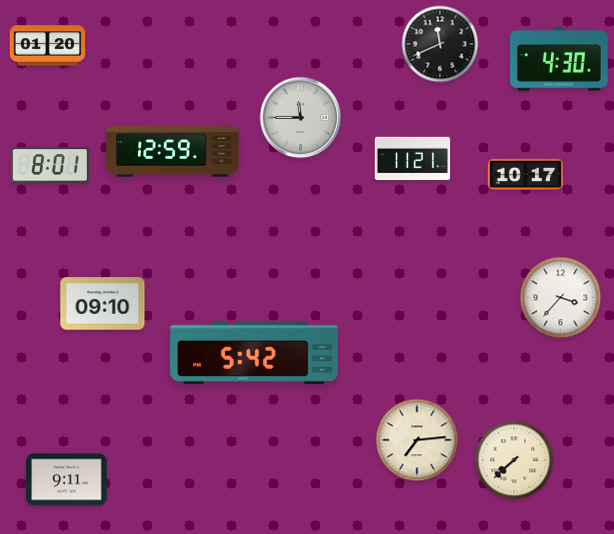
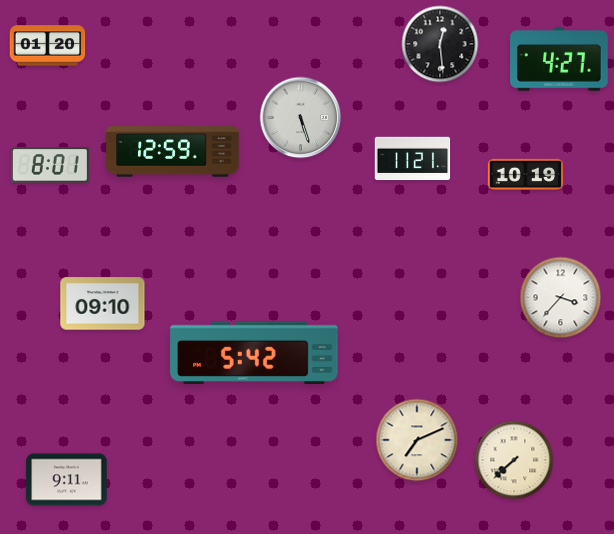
clock at (440, 44): 11:41 -> 12:29
clock at (559, 60): 4:30 -> 4:27
clock at (301, 118): 11:45 -> 5:27
clock at (526, 174): 10:17 -> 10:19
clock at (417, 440): 7:14 -> 7:11
